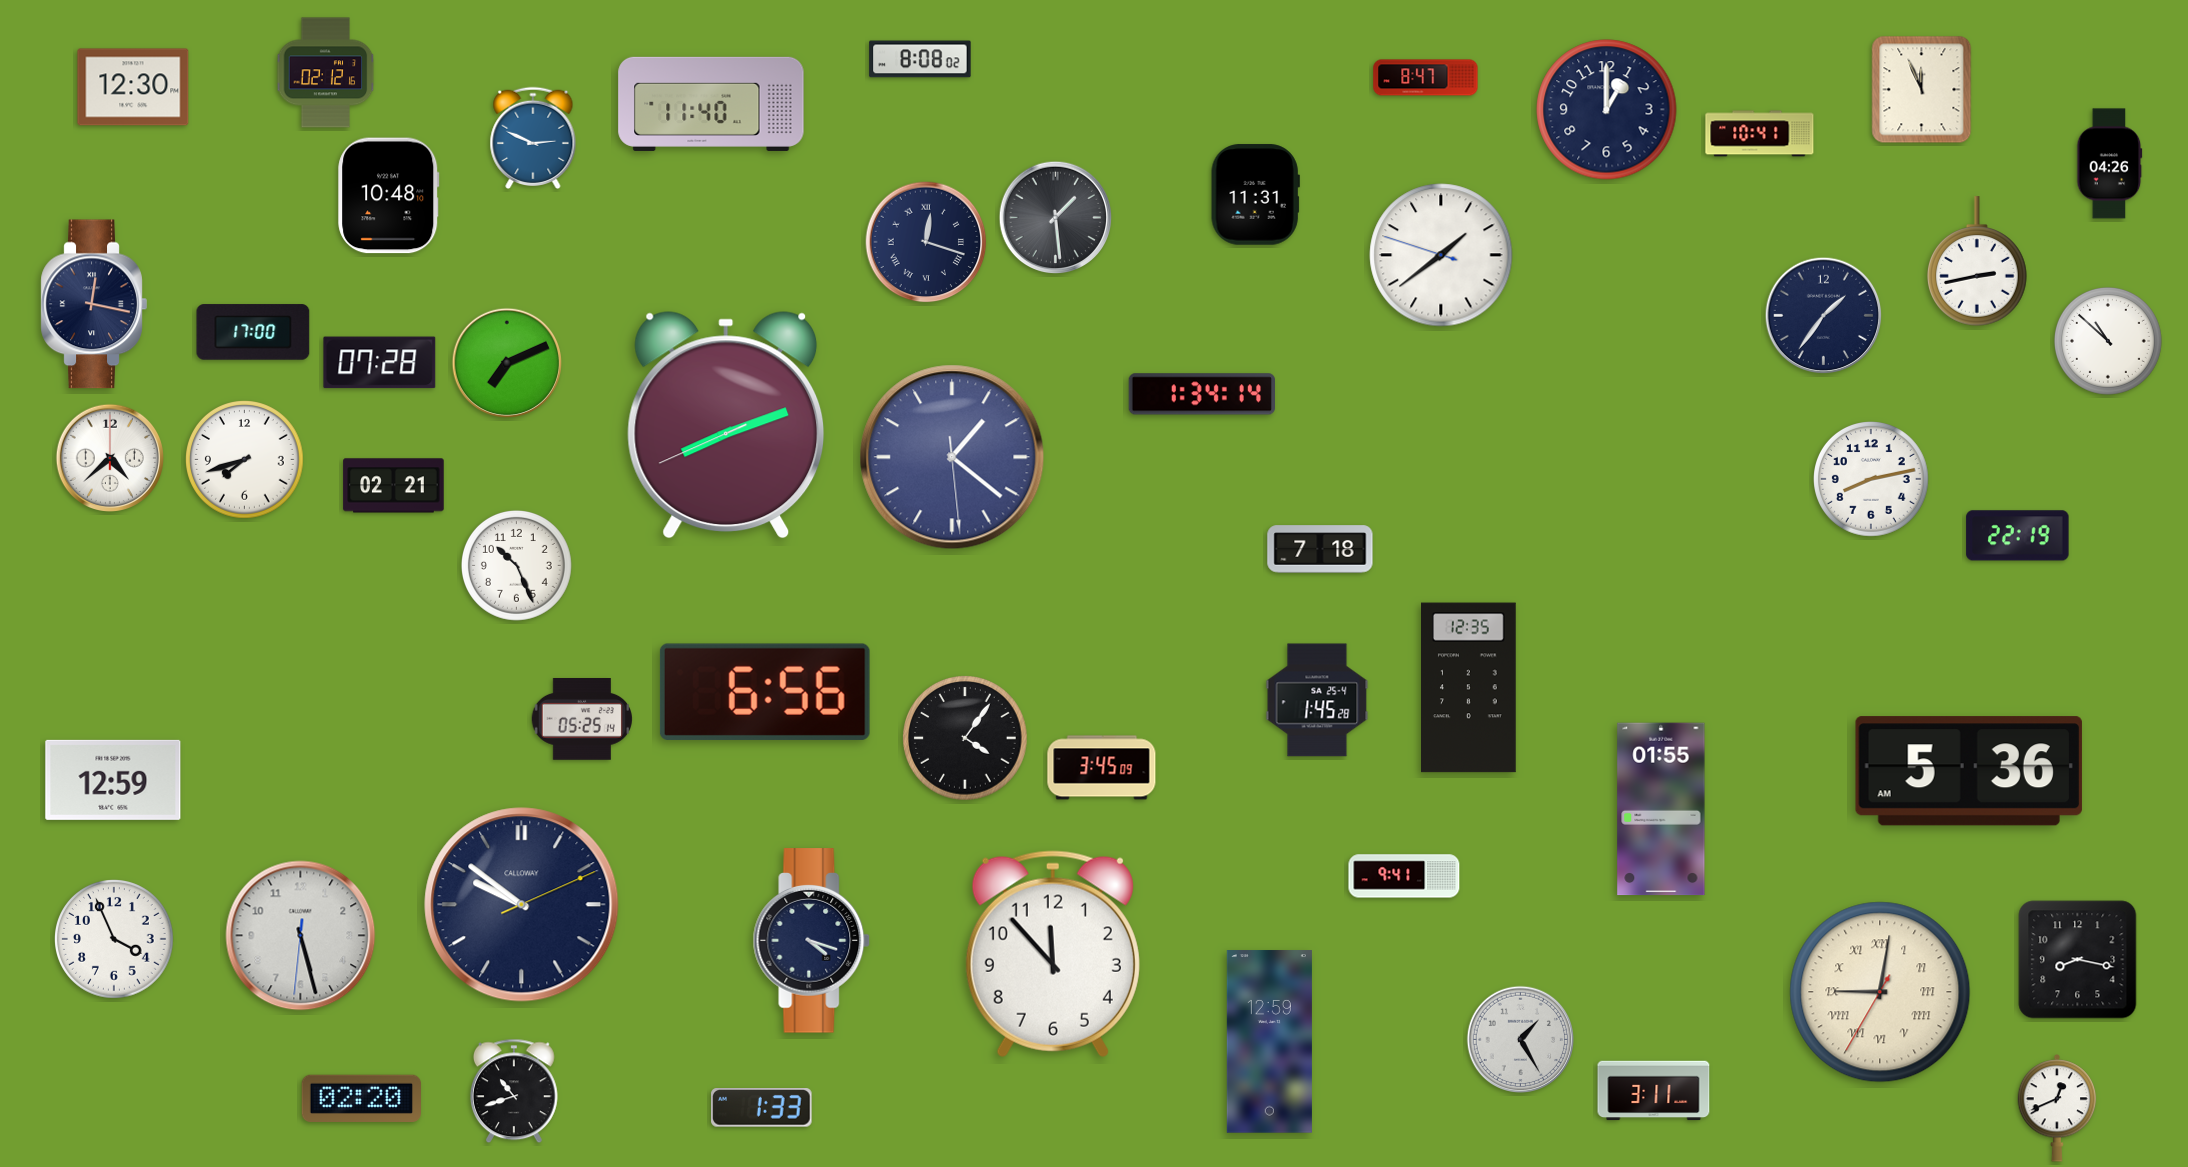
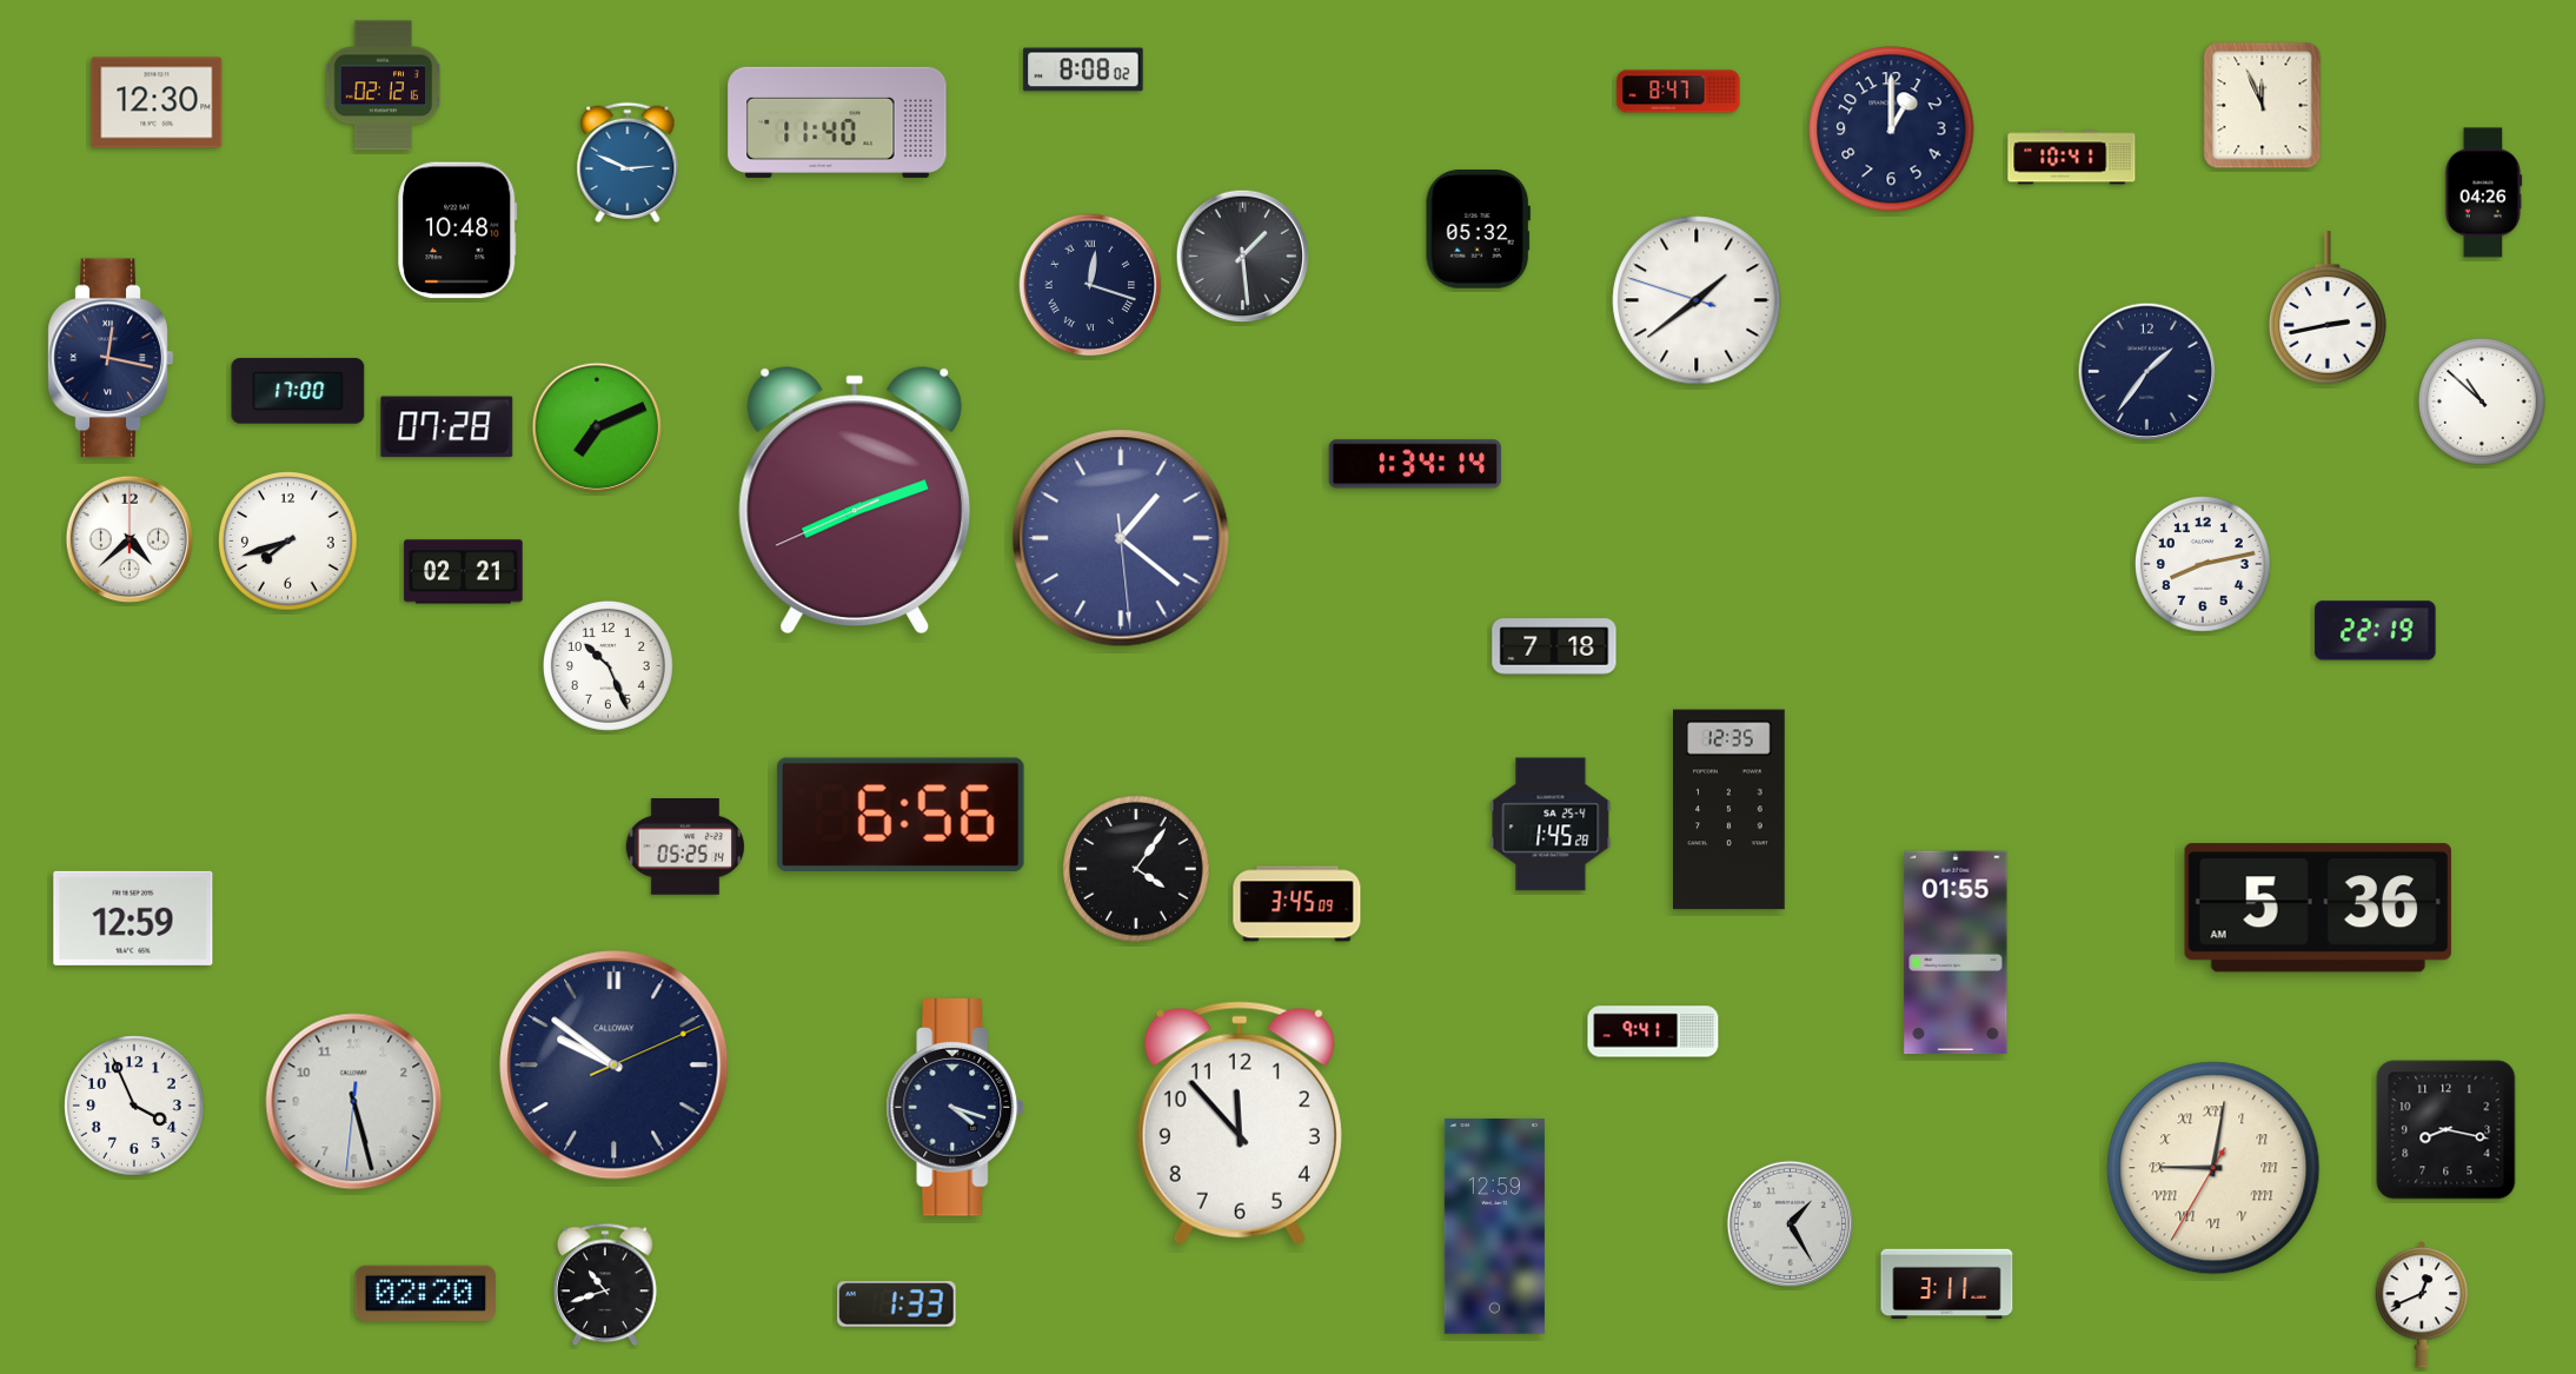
clock at (1255, 195): 11:31 -> 05:32
